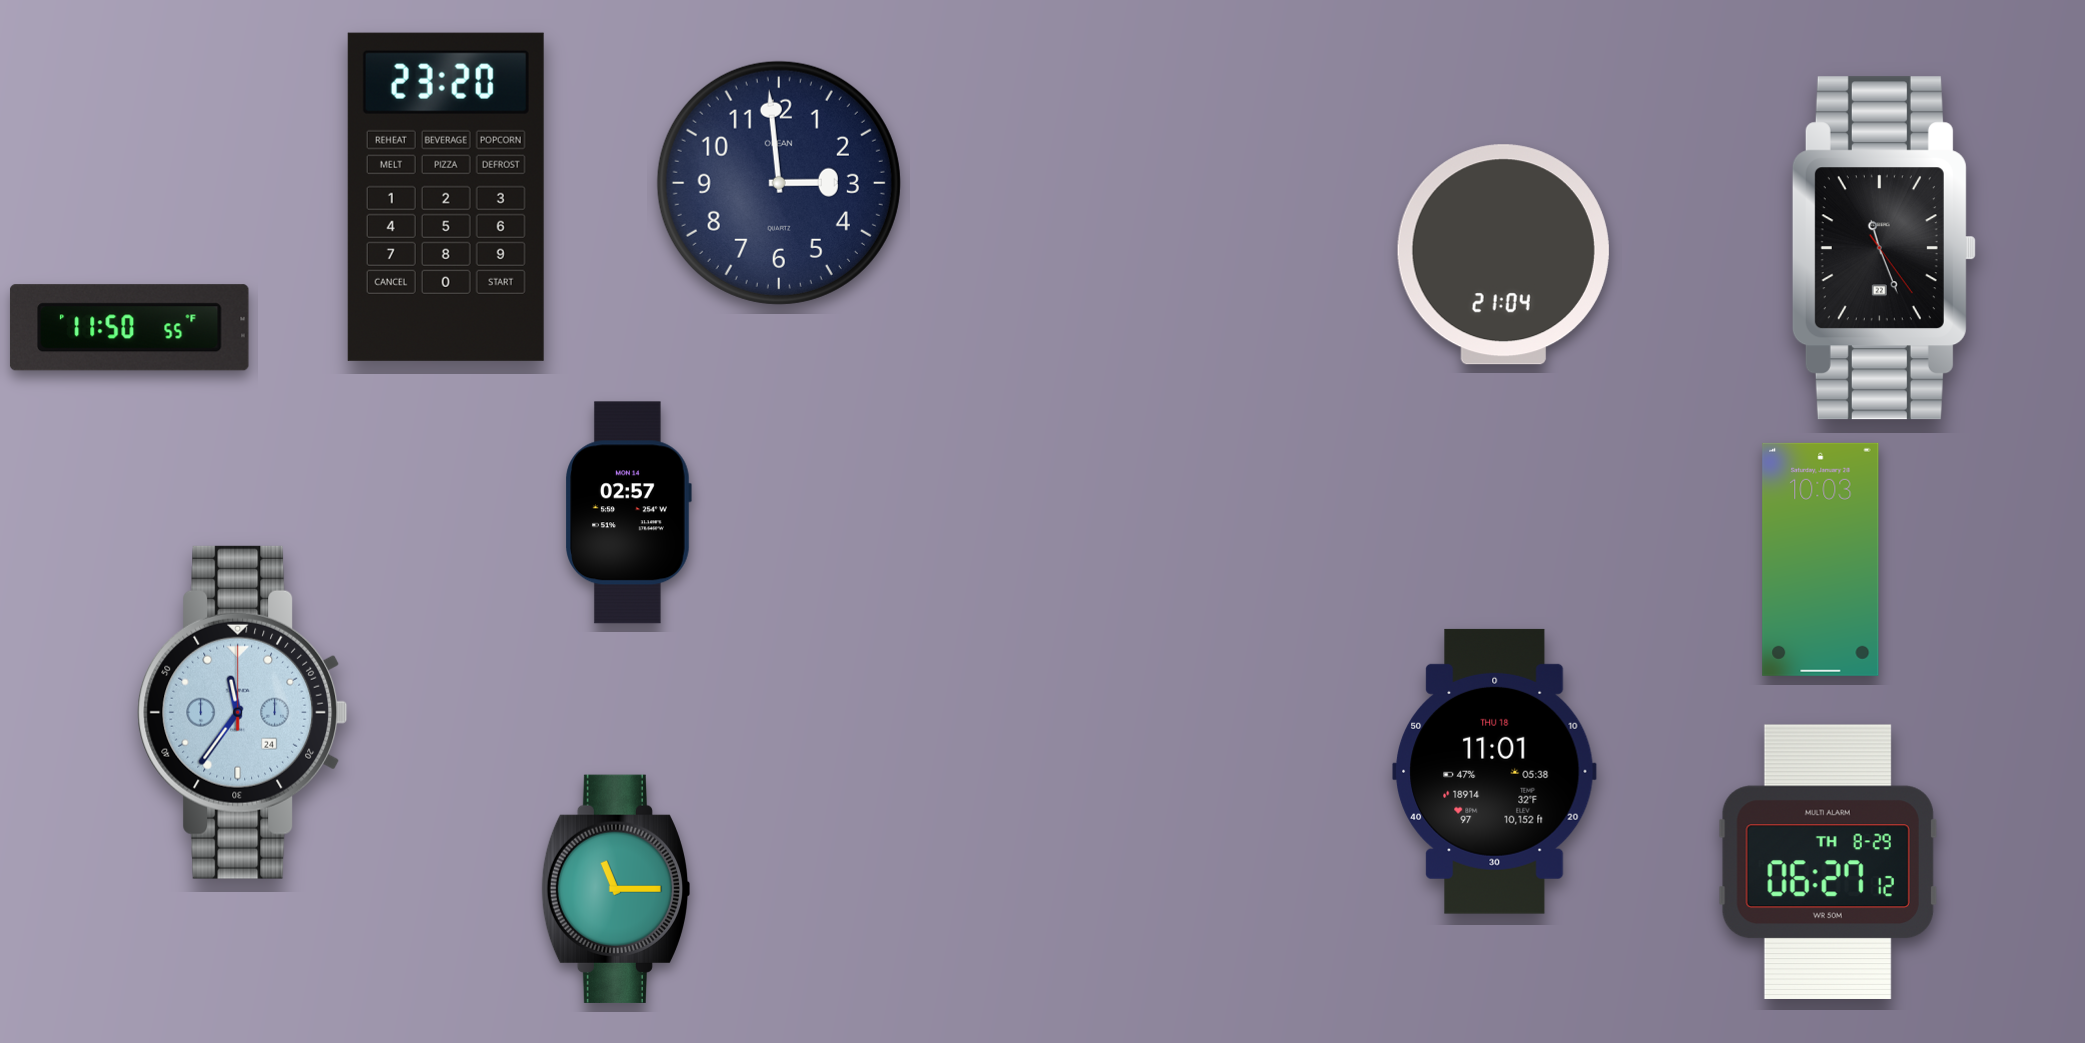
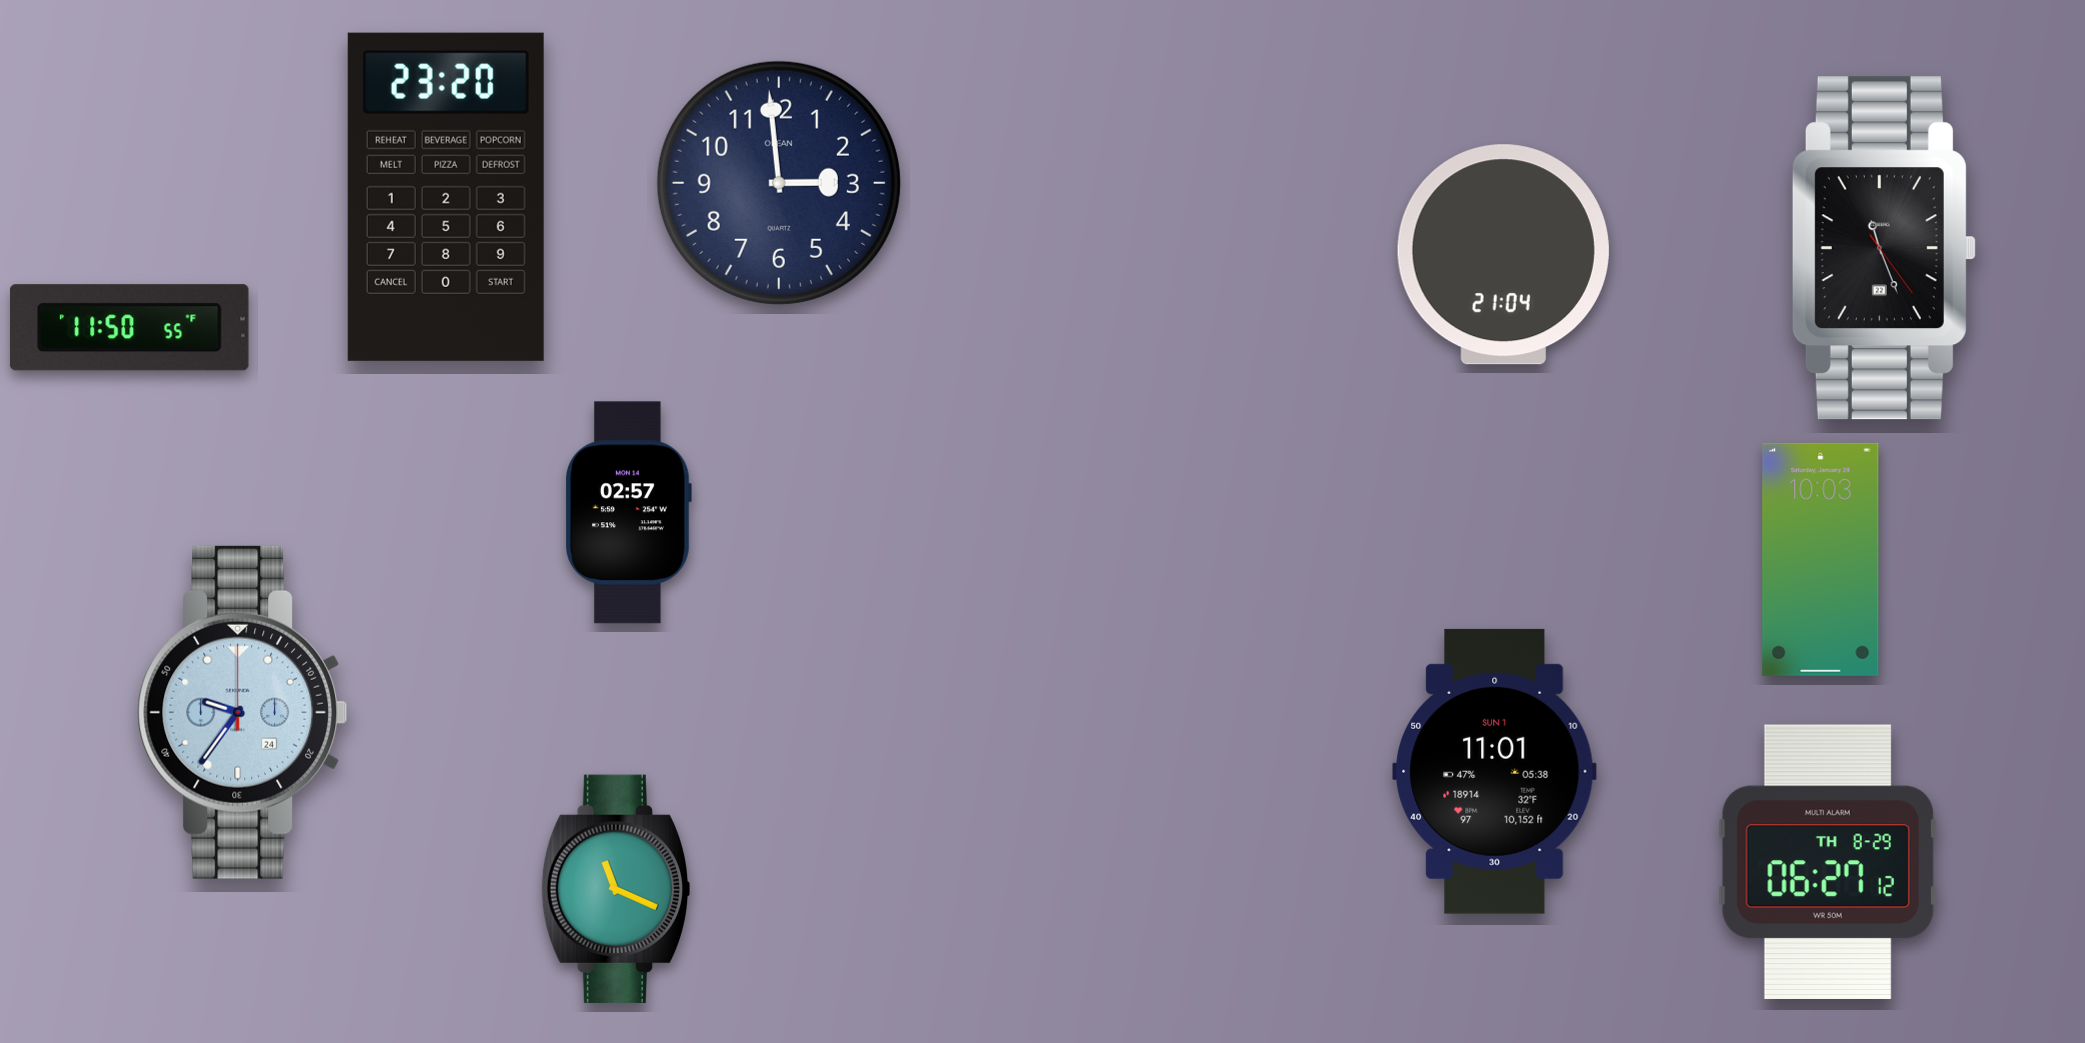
clock at (243, 712): 11:36 -> 9:36
clock at (1495, 771) date: THU 18 -> SUN 1
clock at (615, 889): 11:15 -> 11:19
